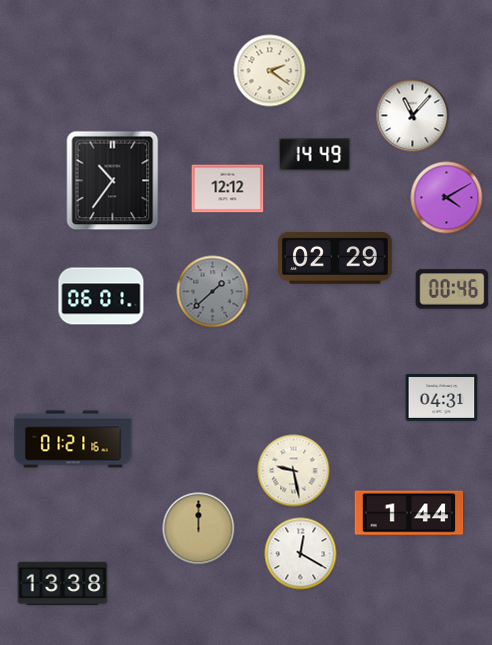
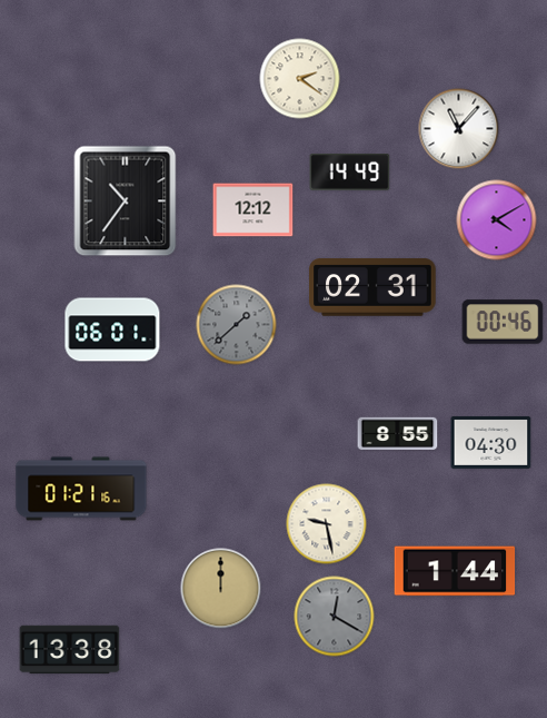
clock at (335, 258): 02:29 -> 02:31
clock at (398, 433): none -> 8:55
clock at (442, 397): 04:31 -> 04:30
clock at (301, 554) dial: white -> grey
